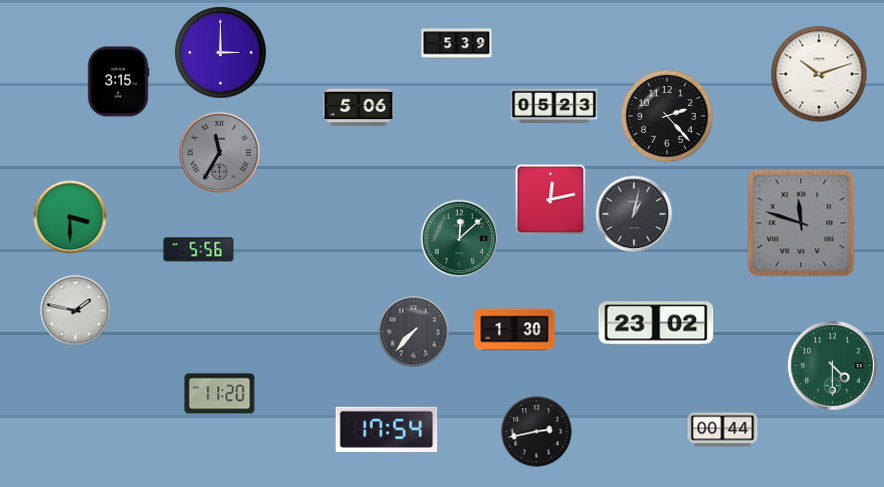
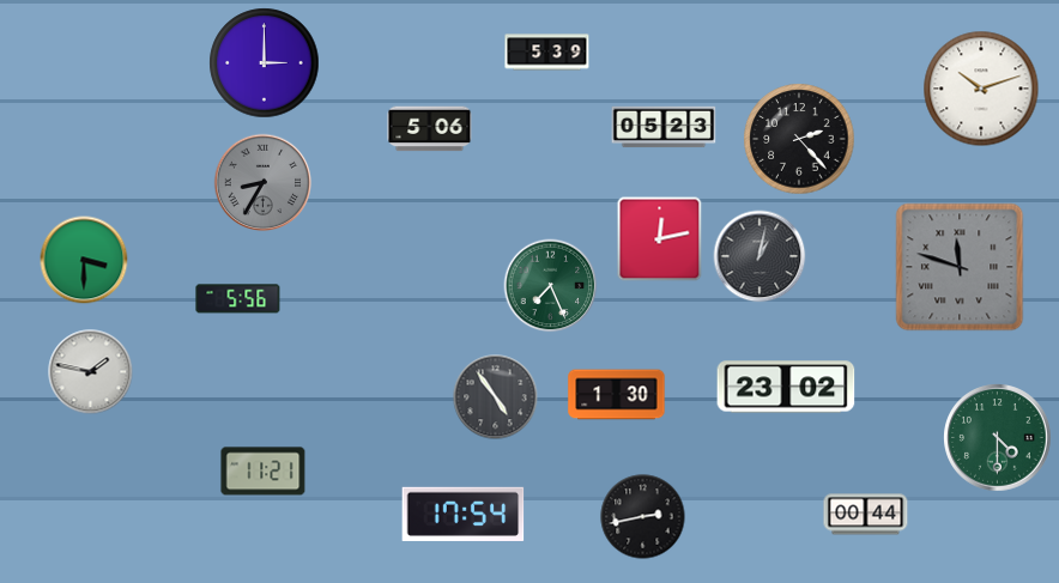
clock at (118, 82): 3:15 -> none
clock at (220, 153): 11:35 -> 8:35
clock at (460, 239): 12:08 -> 7:26
clock at (414, 332): 7:37 -> 4:54
clock at (220, 394): 11:20 -> 11:21
